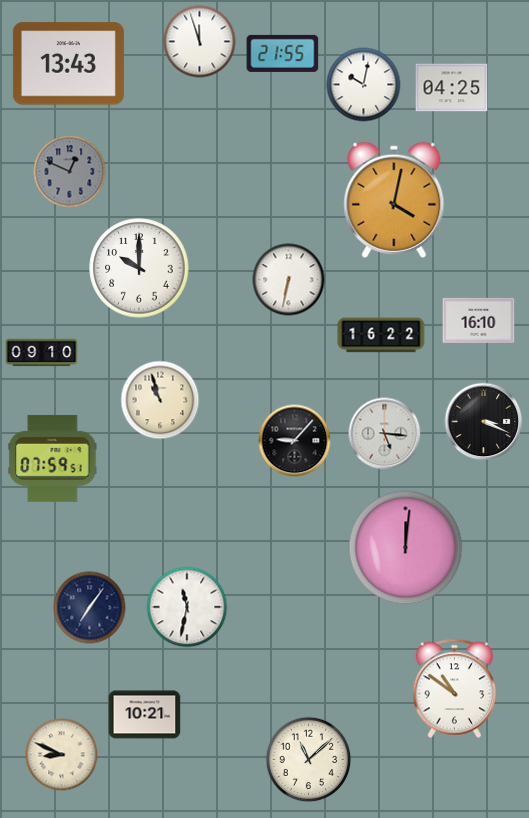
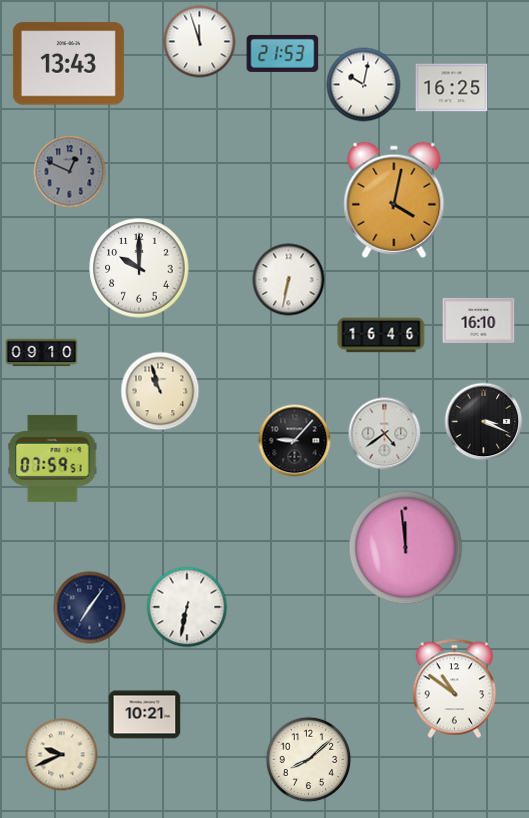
clock at (283, 53): 21:55 -> 21:53
clock at (452, 88): 04:25 -> 16:25
clock at (381, 335): 16:22 -> 16:46
clock at (160, 400) position: (160, 400) -> (160, 391)
clock at (385, 434): 5:16 -> 4:39
clock at (406, 548): 12:01 -> 11:59
clock at (187, 607): 11:32 -> 6:32
clock at (62, 755): 8:49 -> 9:41
clock at (309, 760): 11:08 -> 8:08
